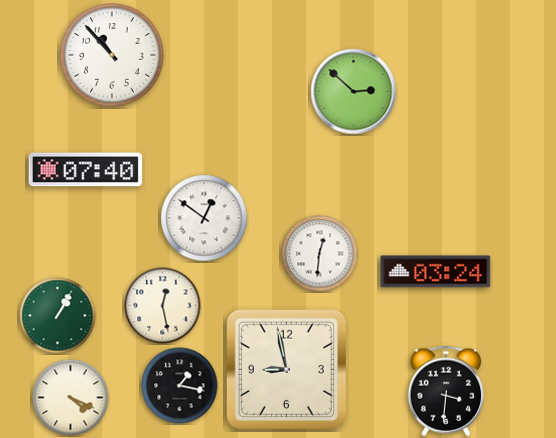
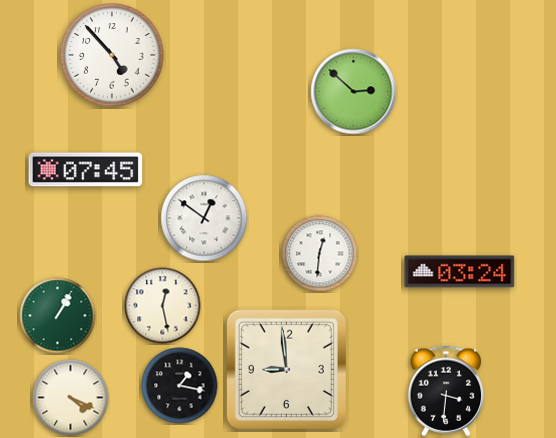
clock at (112, 55): 10:53 -> 4:53
clock at (86, 170): 07:40 -> 07:45
clock at (436, 272) position: (436, 272) -> (460, 272)
clock at (286, 369): 8:58 -> 8:59
